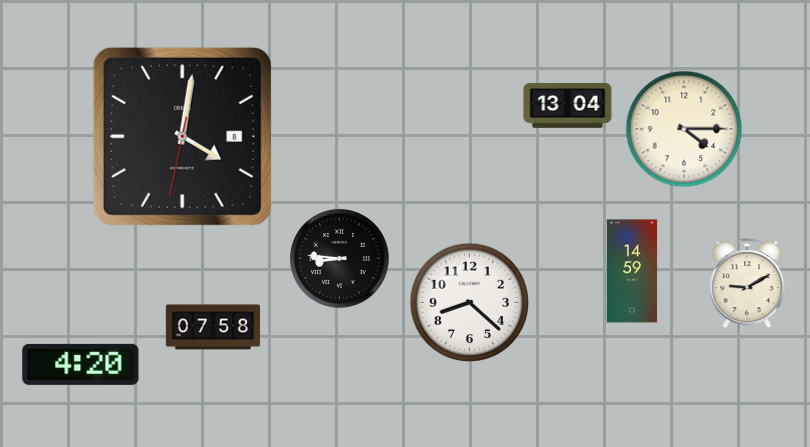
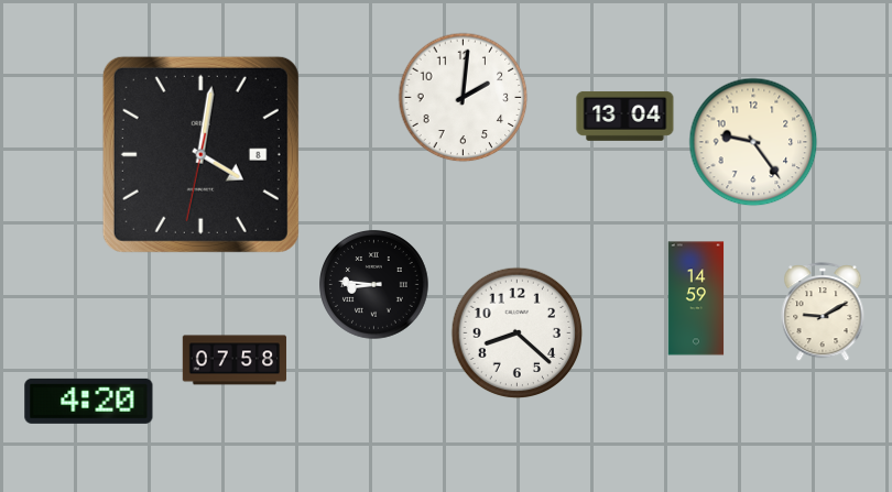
clock at (464, 98): none -> 2:01
clock at (684, 129): 4:15 -> 9:24
clock at (182, 136) position: (182, 136) -> (200, 154)
